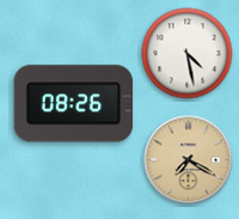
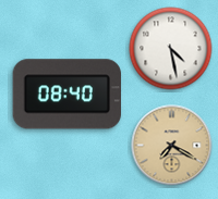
clock at (73, 104): 08:26 -> 08:40
